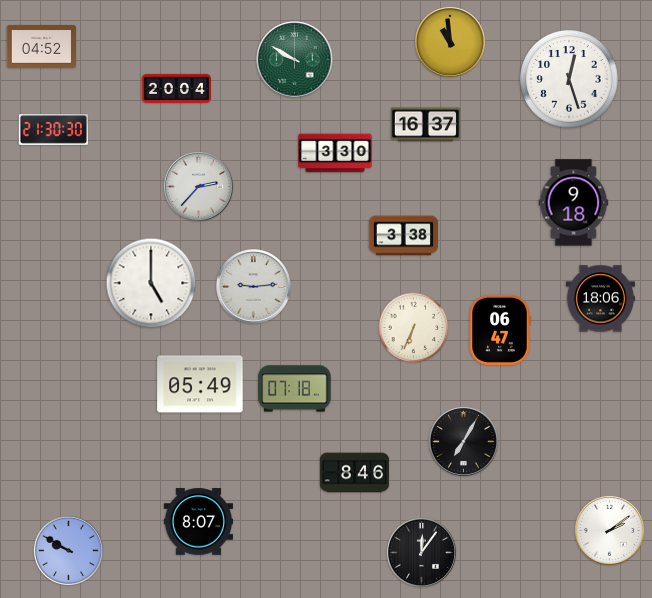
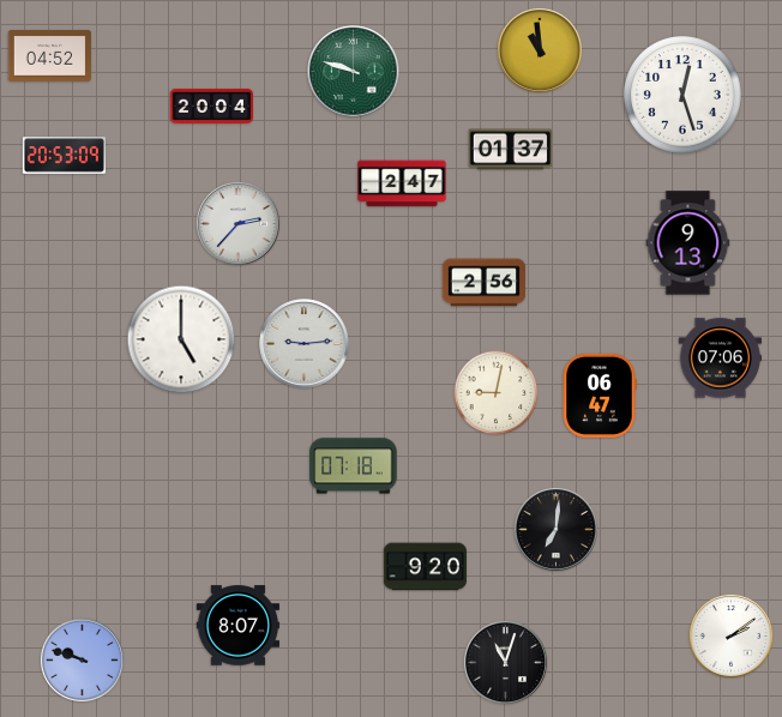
clock at (295, 60): 9:50 -> 9:48
clock at (425, 125): 16:37 -> 01:37
clock at (53, 130): 21:30 -> 20:53
clock at (335, 153): 3:30 -> 2:47
clock at (574, 203): 9:18 -> 9:13
clock at (403, 236): 3:38 -> 2:56
clock at (600, 299): 18:06 -> 07:06
clock at (414, 328): 6:34 -> 9:02
clock at (200, 384): 05:49 -> none
clock at (463, 441): 7:05 -> 7:01
clock at (354, 473): 8:46 -> 9:20
clock at (68, 550): 9:50 -> 9:48
clock at (421, 552): 12:06 -> 11:03
